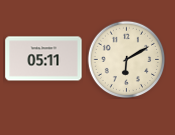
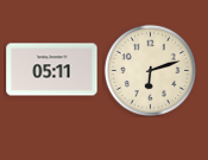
clock at (126, 59): 6:10 -> 6:12
